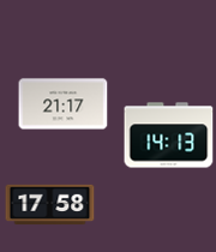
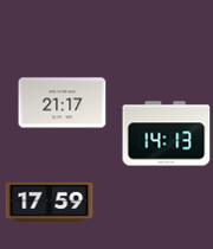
clock at (50, 205): 17:58 -> 17:59
